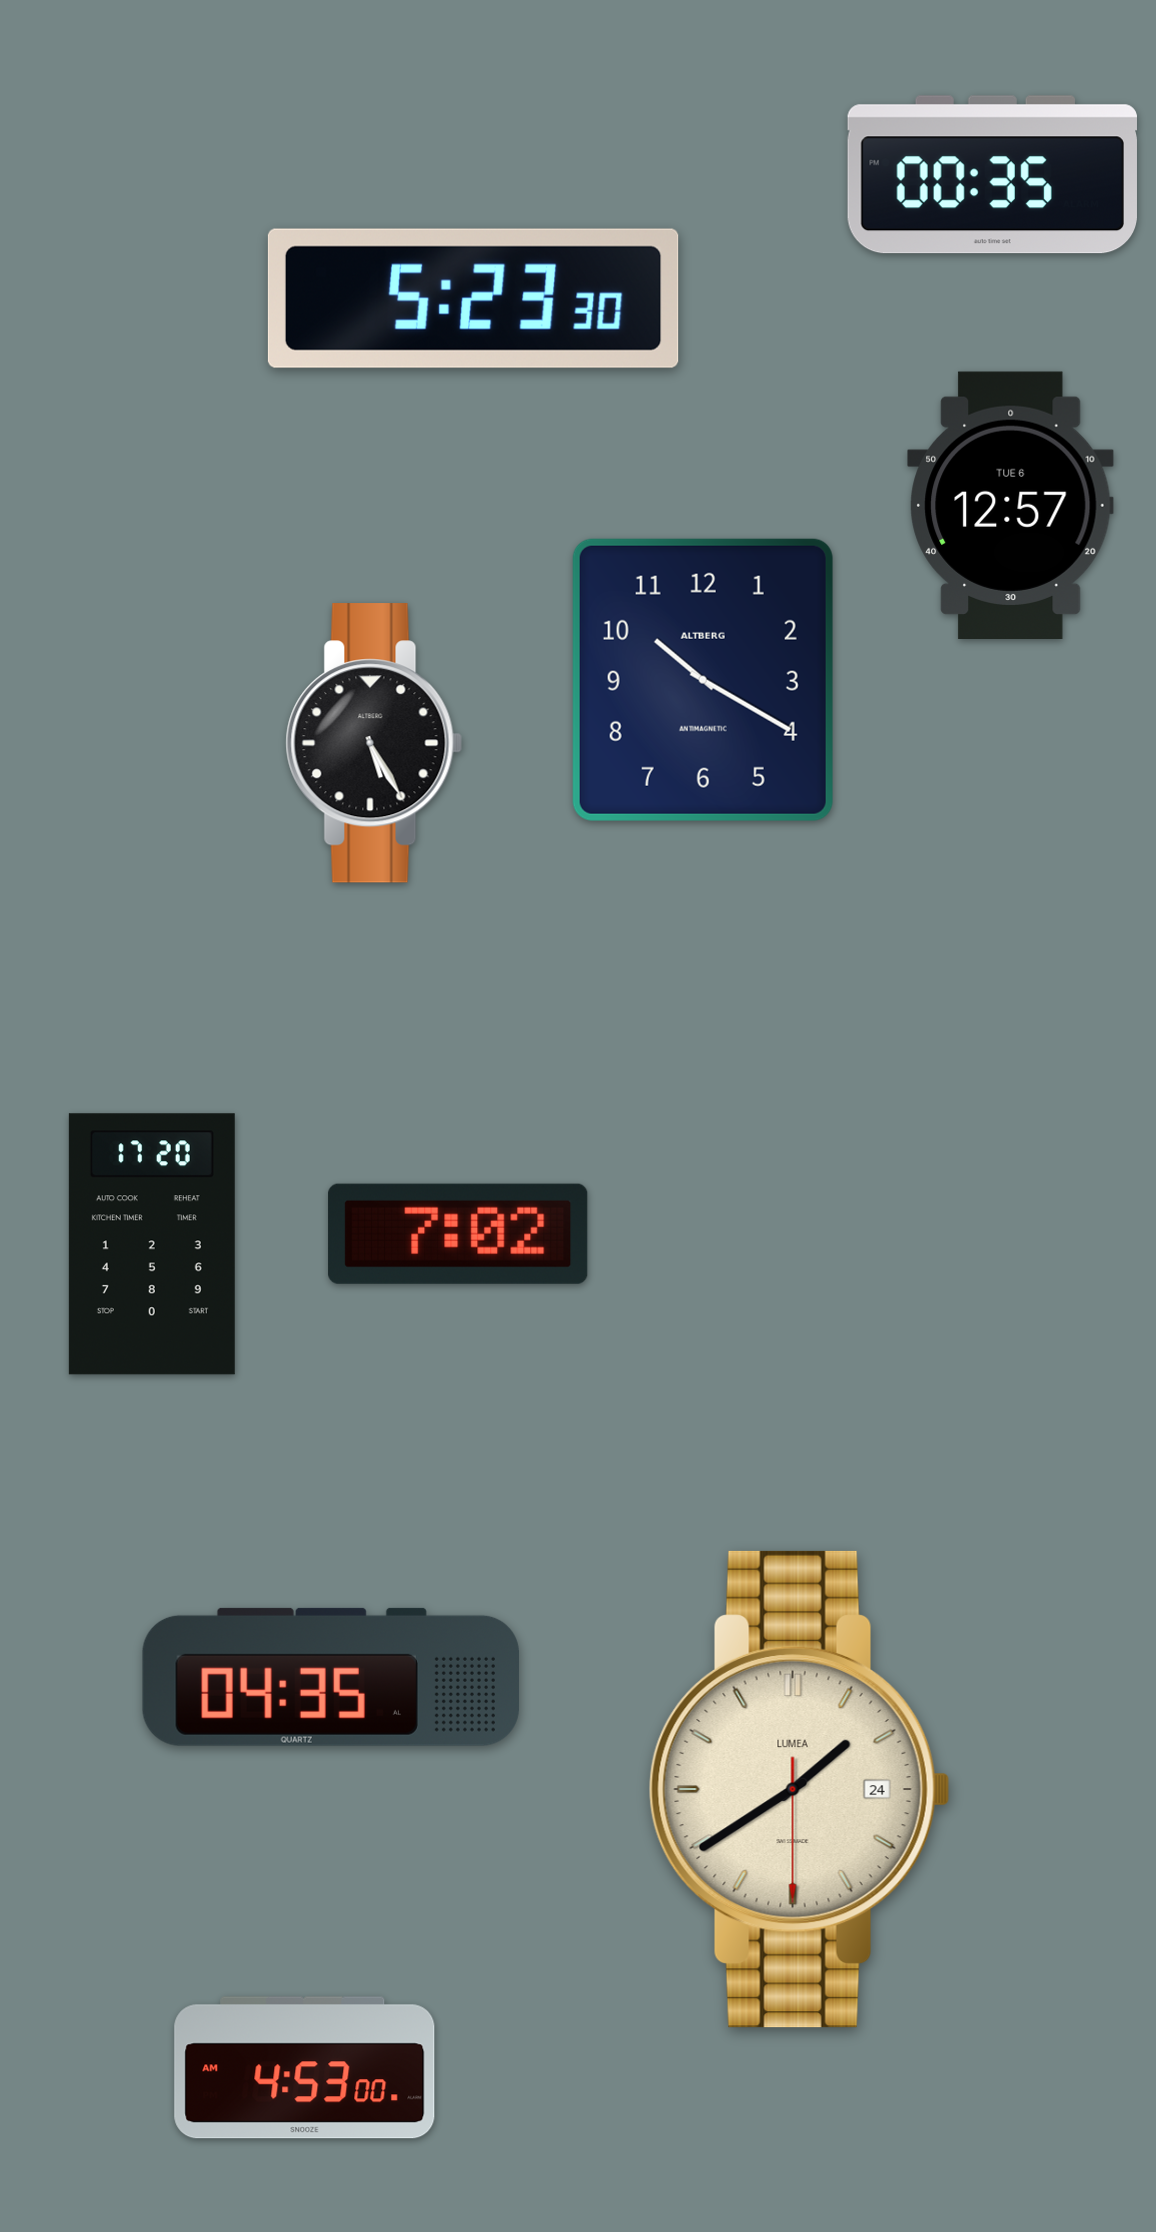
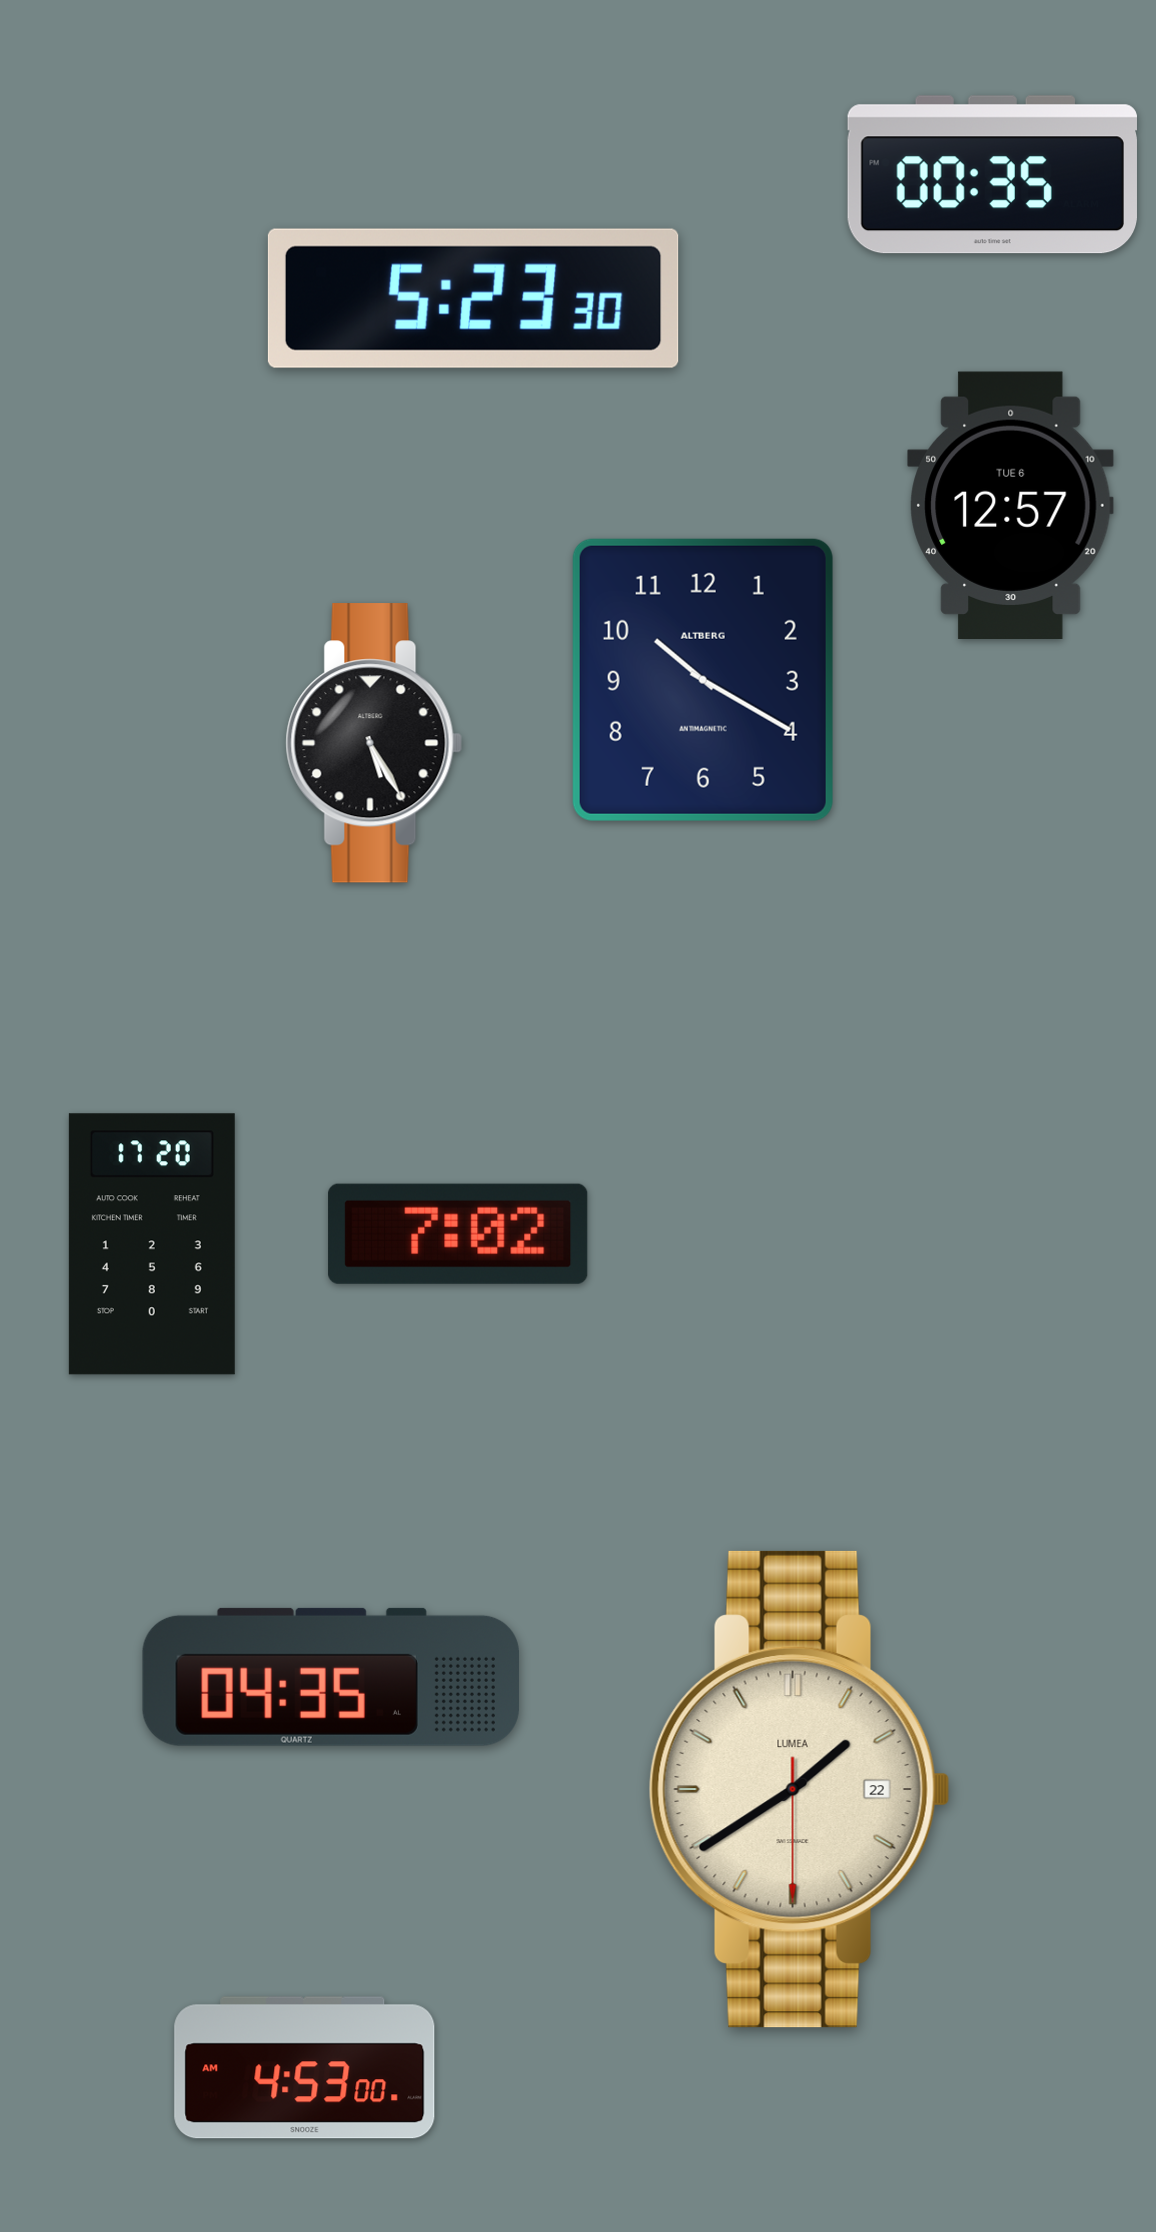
clock at (799, 1789) date: 24 -> 22
